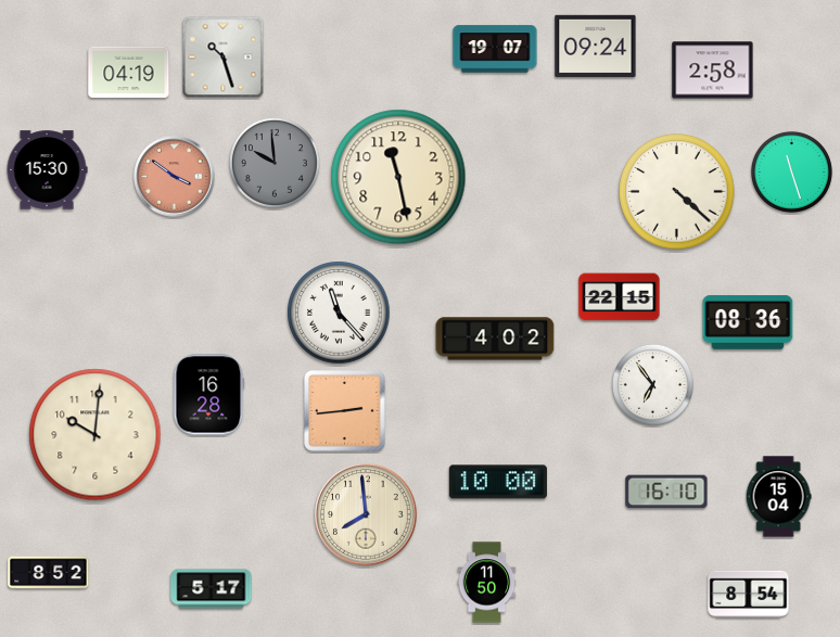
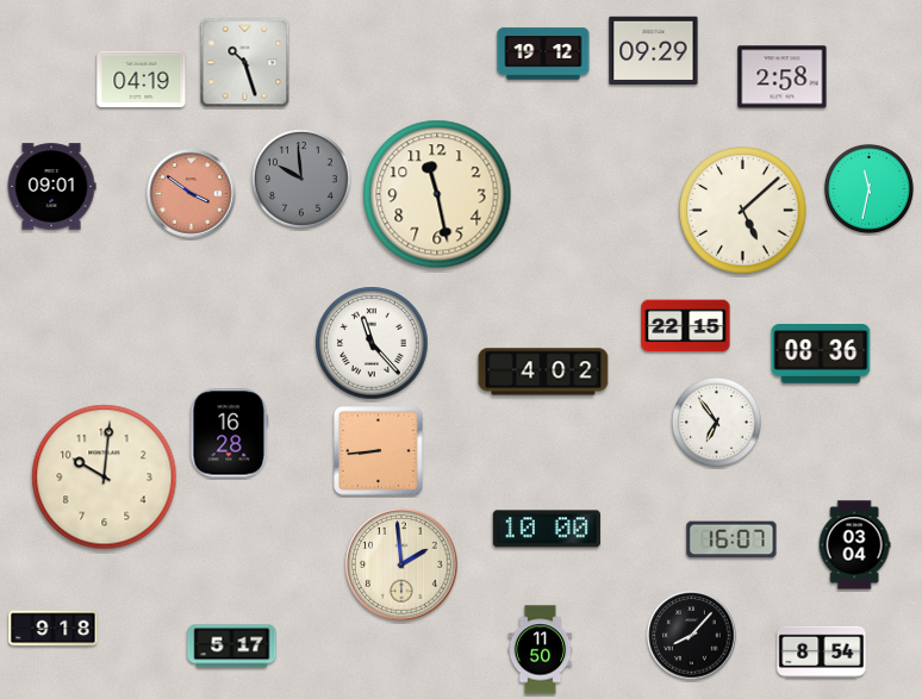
clock at (596, 46): 09:24 -> 09:29
clock at (495, 49): 19:07 -> 19:12
clock at (47, 170): 15:30 -> 09:01
clock at (791, 171): 11:27 -> 11:32
clock at (677, 192): 4:22 -> 5:08
clock at (620, 297) position: (620, 297) -> (686, 326)
clock at (345, 411): 2:44 -> 8:44
clock at (666, 492): 16:10 -> 16:07
clock at (778, 497): 15:04 -> 03:04
clock at (367, 515): 7:59 -> 1:59
clock at (49, 573): 8:52 -> 9:18
clock at (692, 636): none -> 8:07
clock at (487, 583) position: (487, 583) -> (541, 650)
